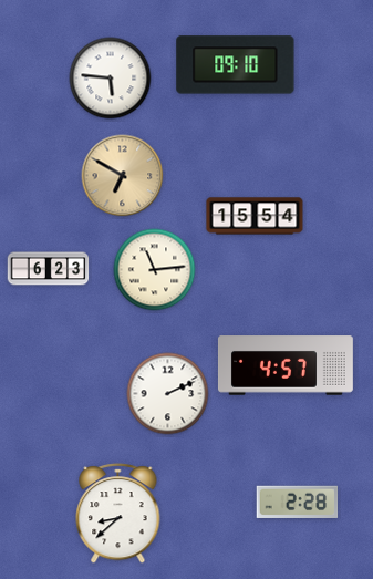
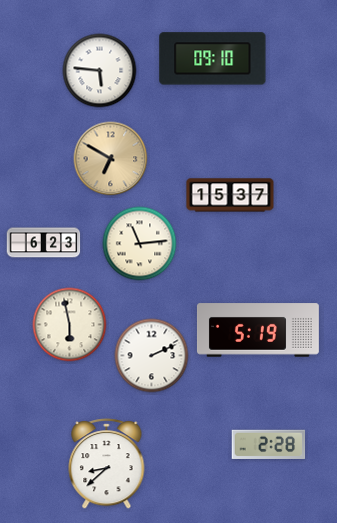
clock at (255, 216): 15:54 -> 15:37
clock at (70, 325): none -> 5:58
clock at (286, 365): 4:57 -> 5:19
clock at (298, 502) position: (298, 502) -> (269, 444)
